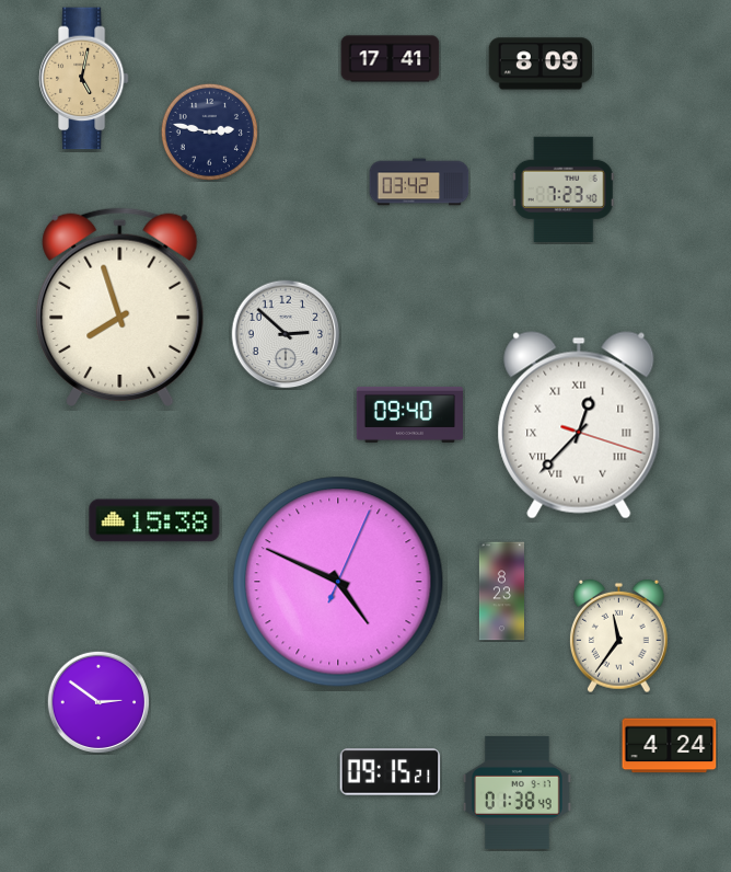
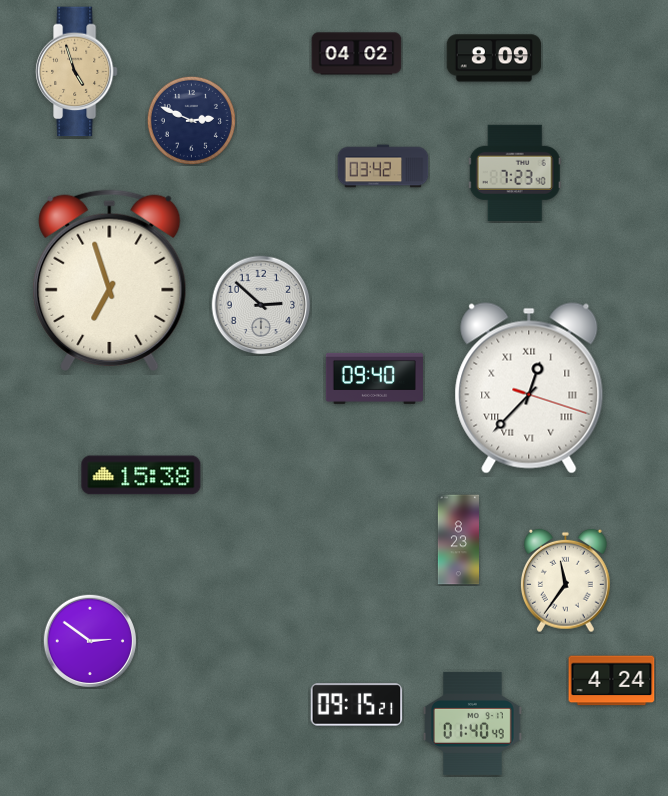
clock at (391, 59): 17:41 -> 04:02
clock at (83, 79): 5:02 -> 4:57
clock at (209, 131): 2:47 -> 2:49
clock at (120, 307): 7:57 -> 6:57
clock at (338, 582): 4:49 -> none
clock at (517, 792): 01:38 -> 01:40
